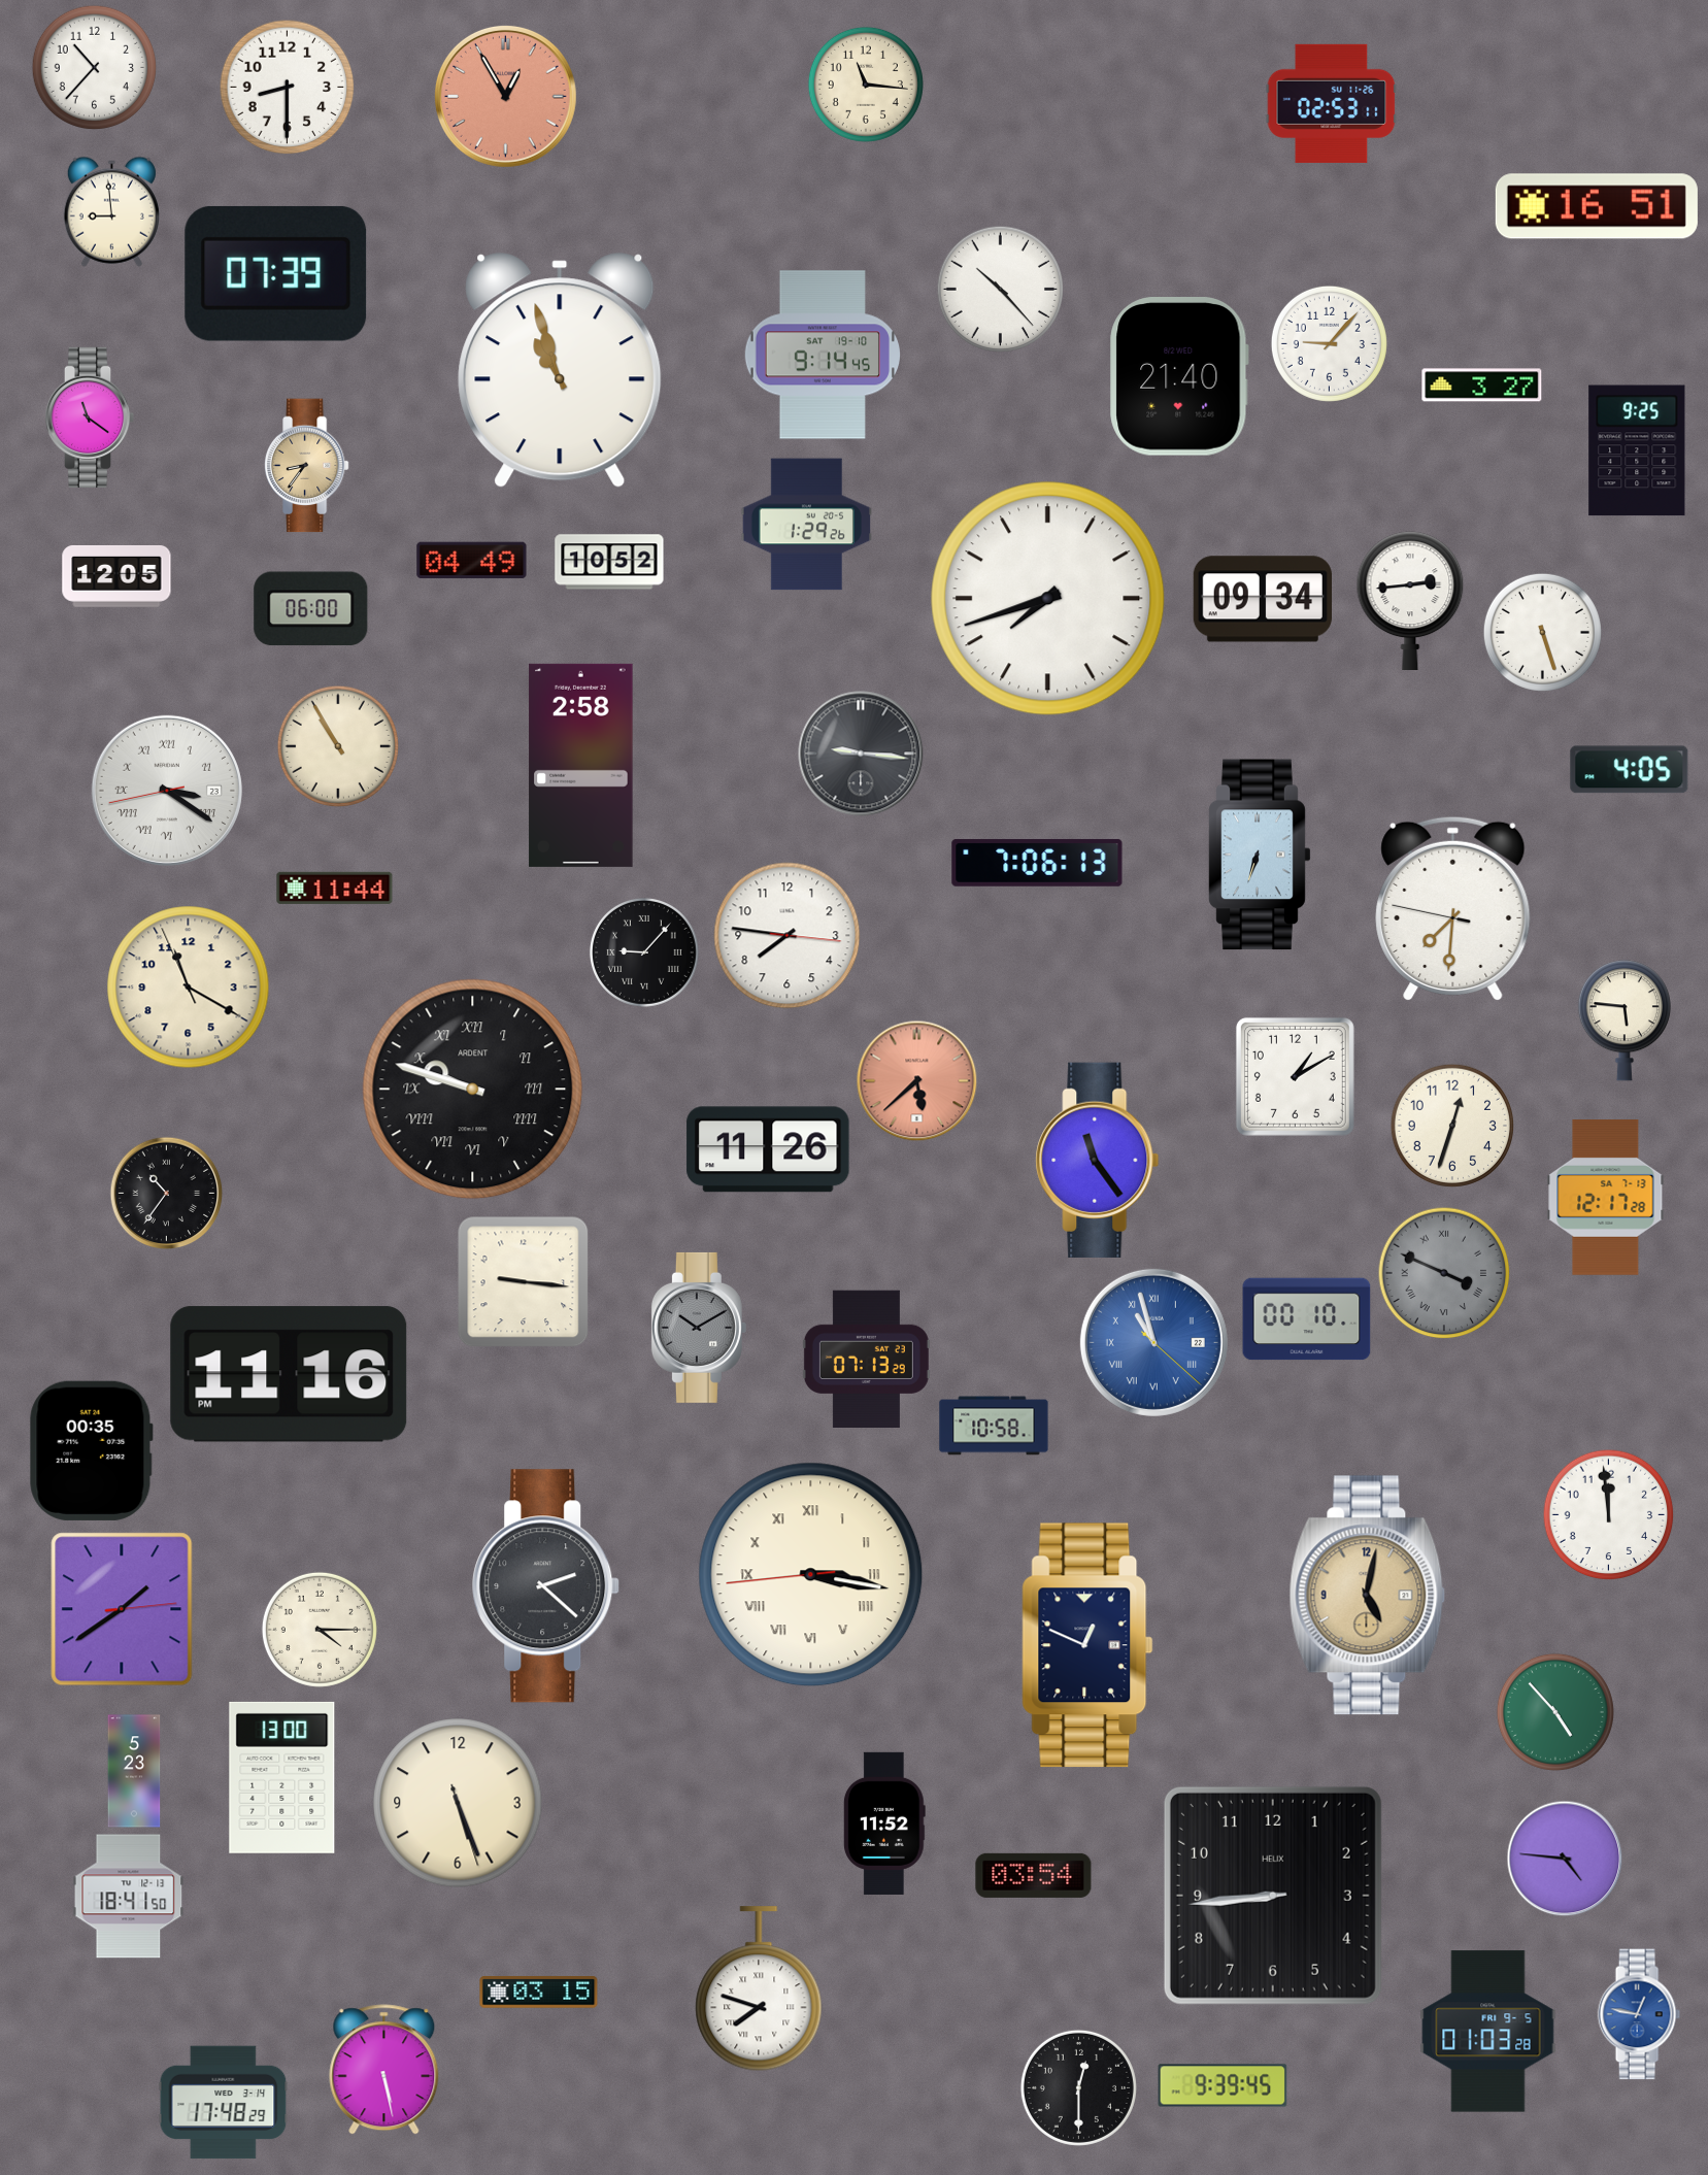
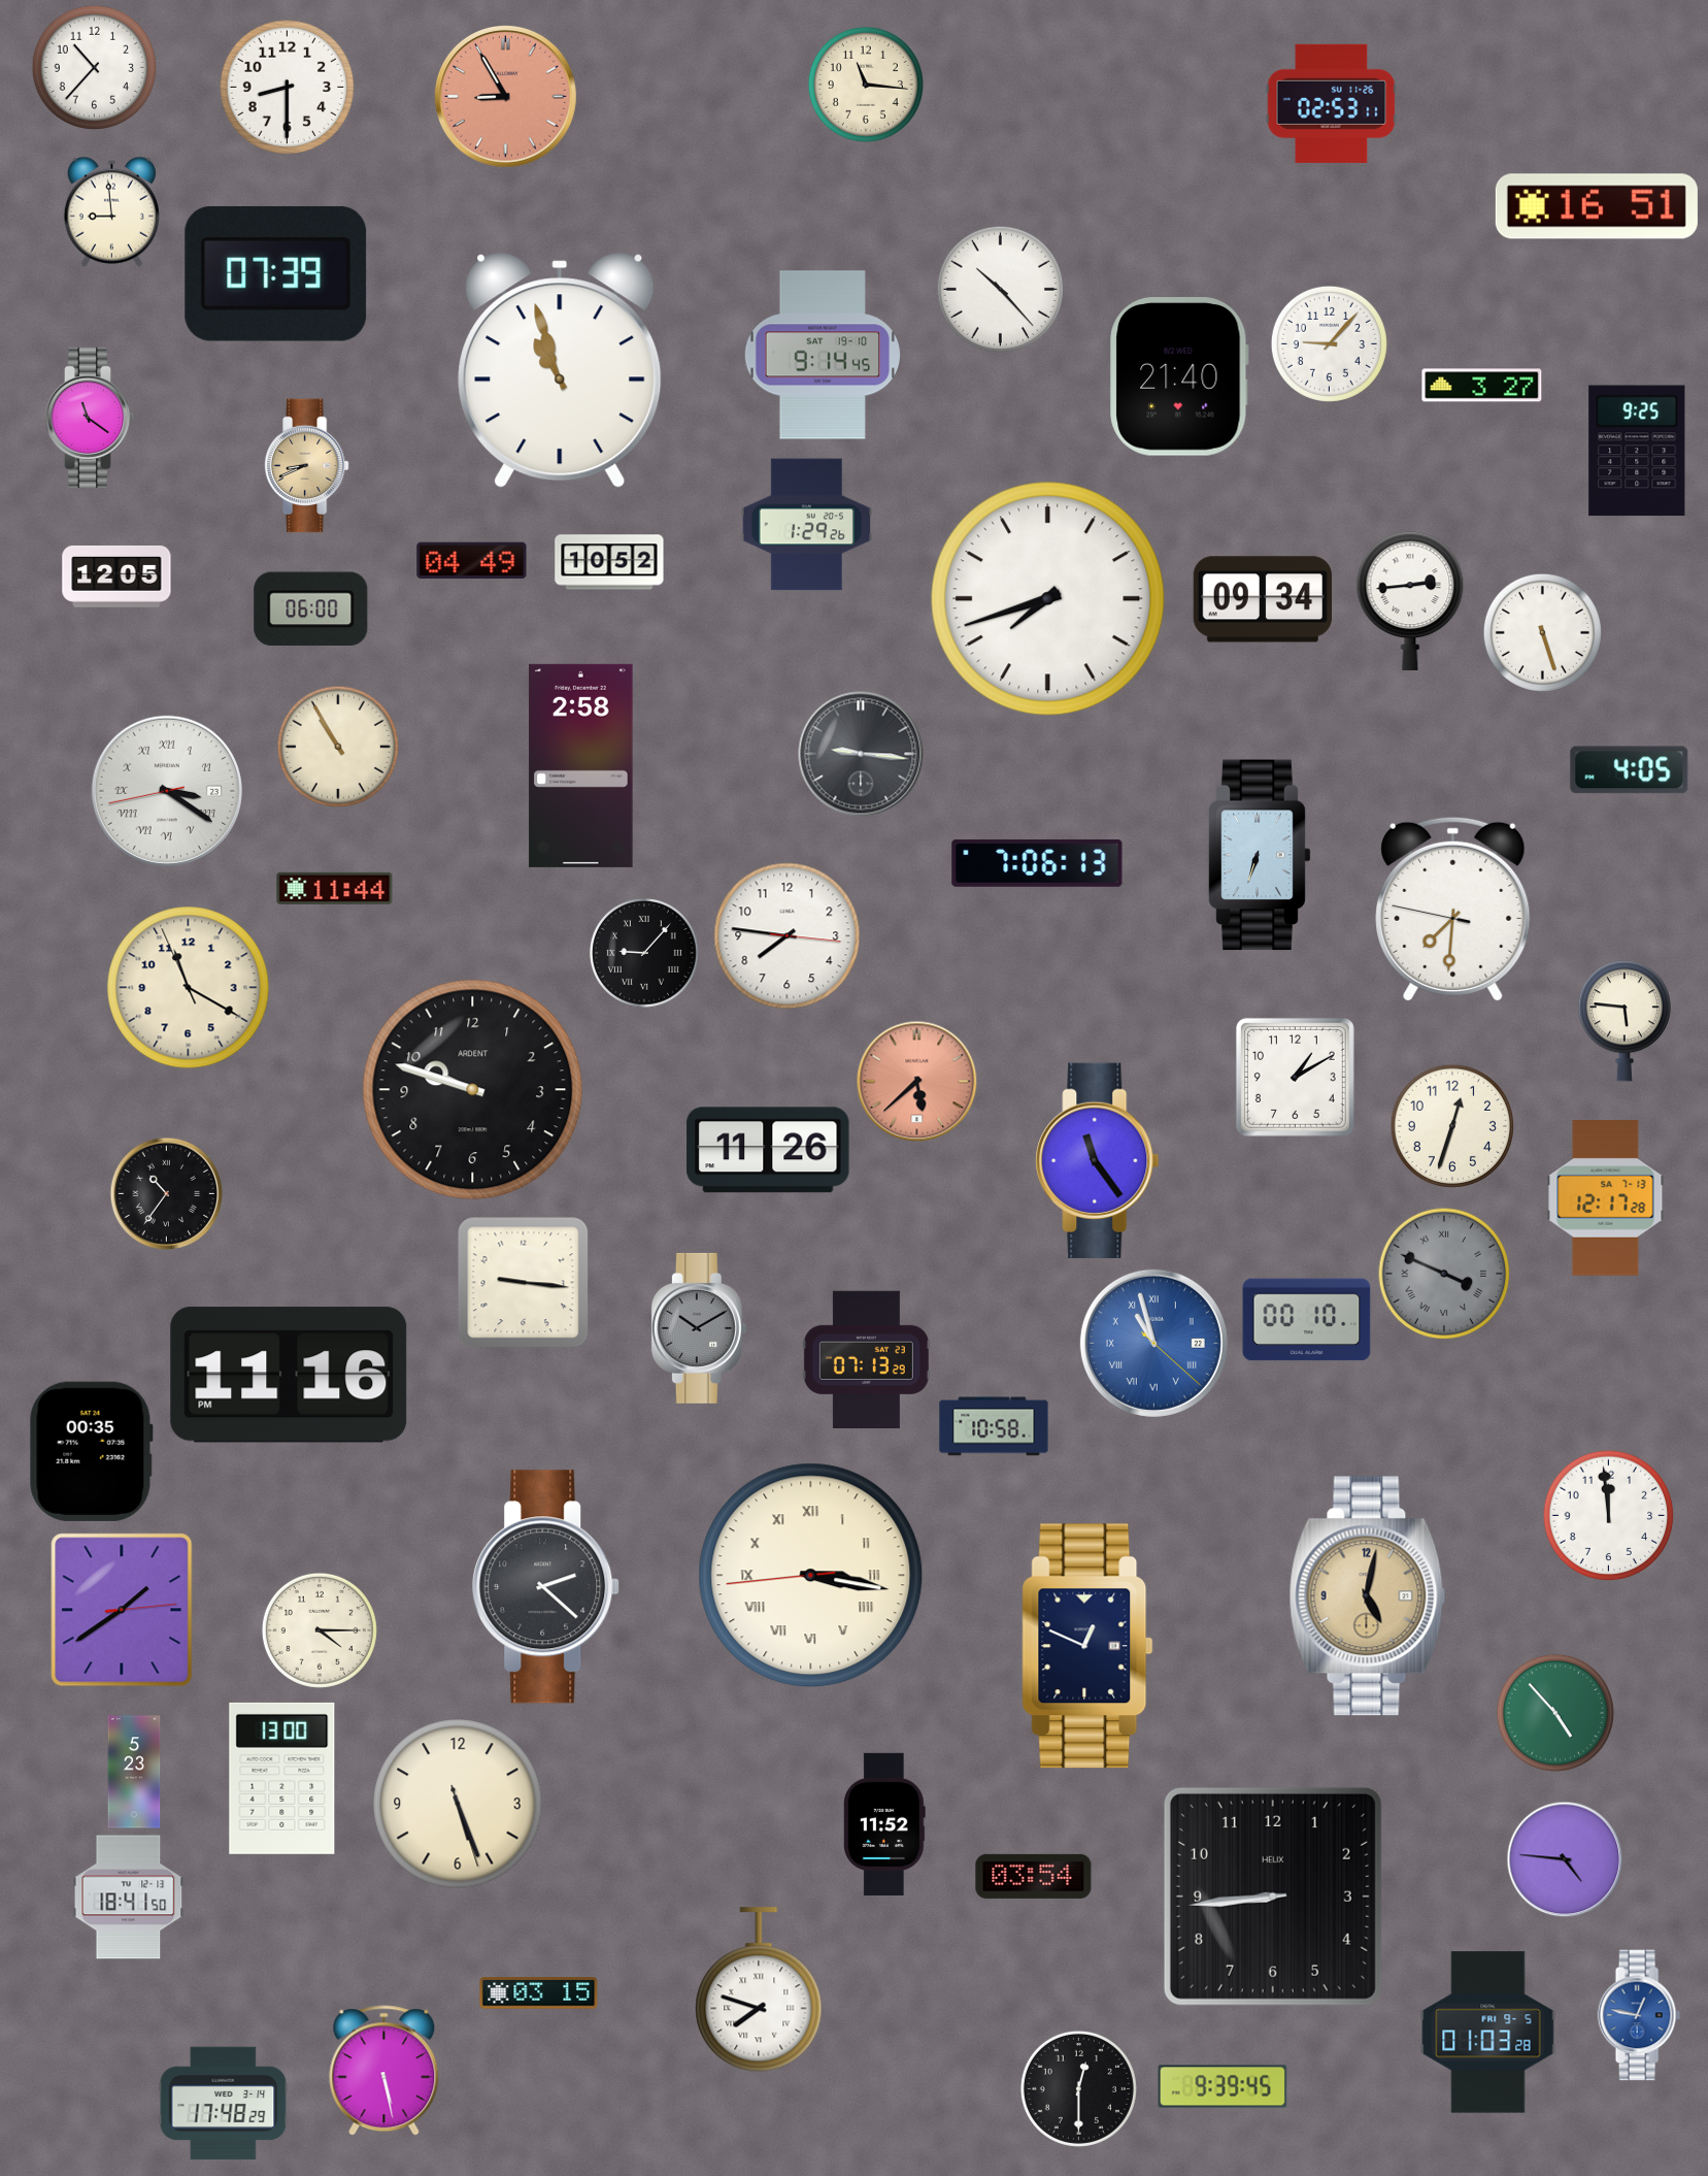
clock at (505, 96): 12:55 -> 8:55
clock at (306, 466): 8:36 -> 8:41
clock at (473, 1090) numerals: Roman -> Arabic
